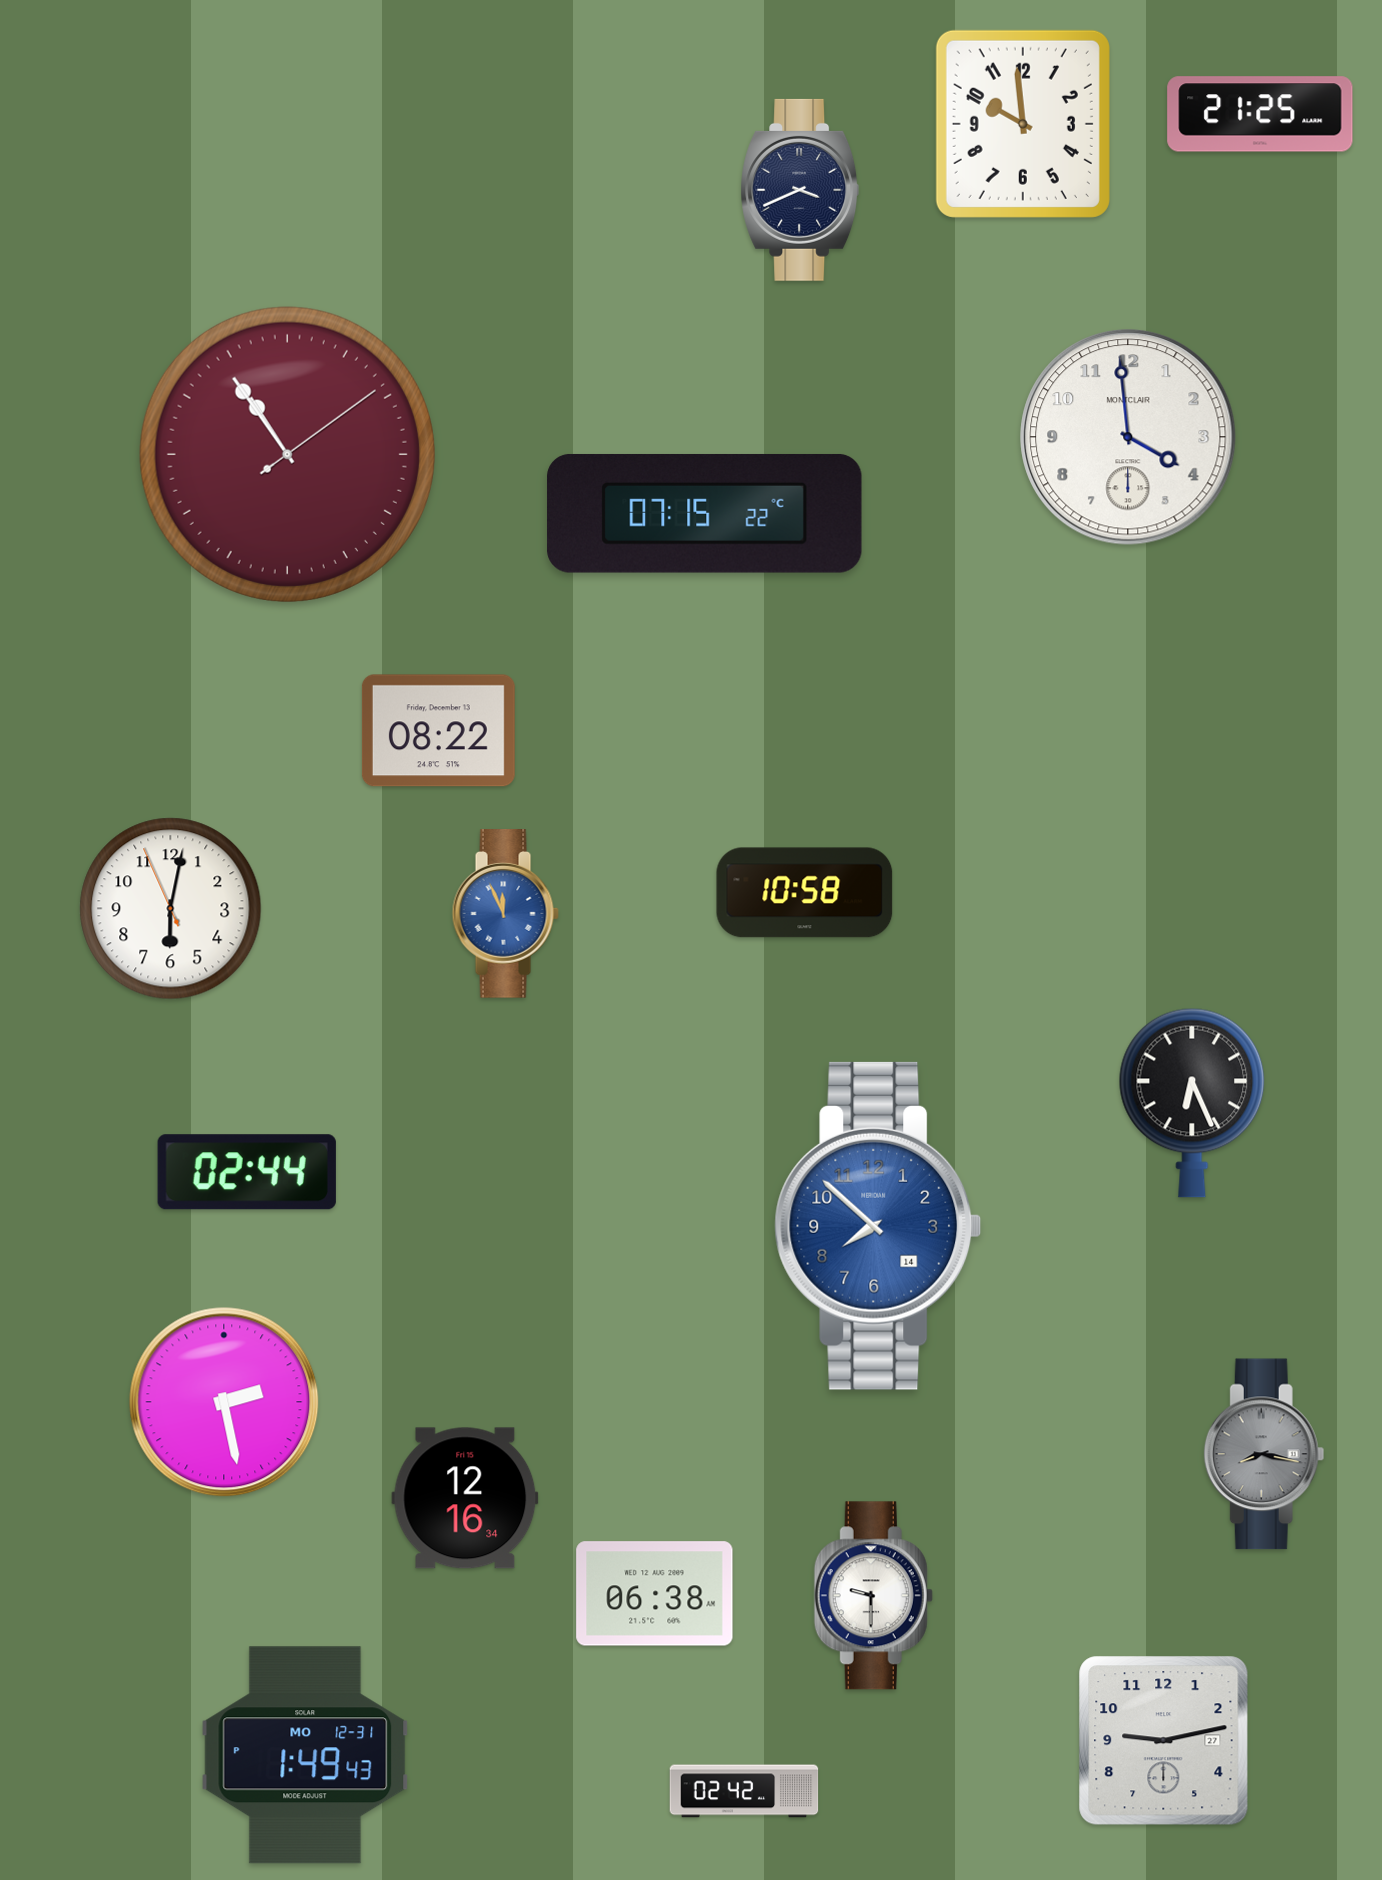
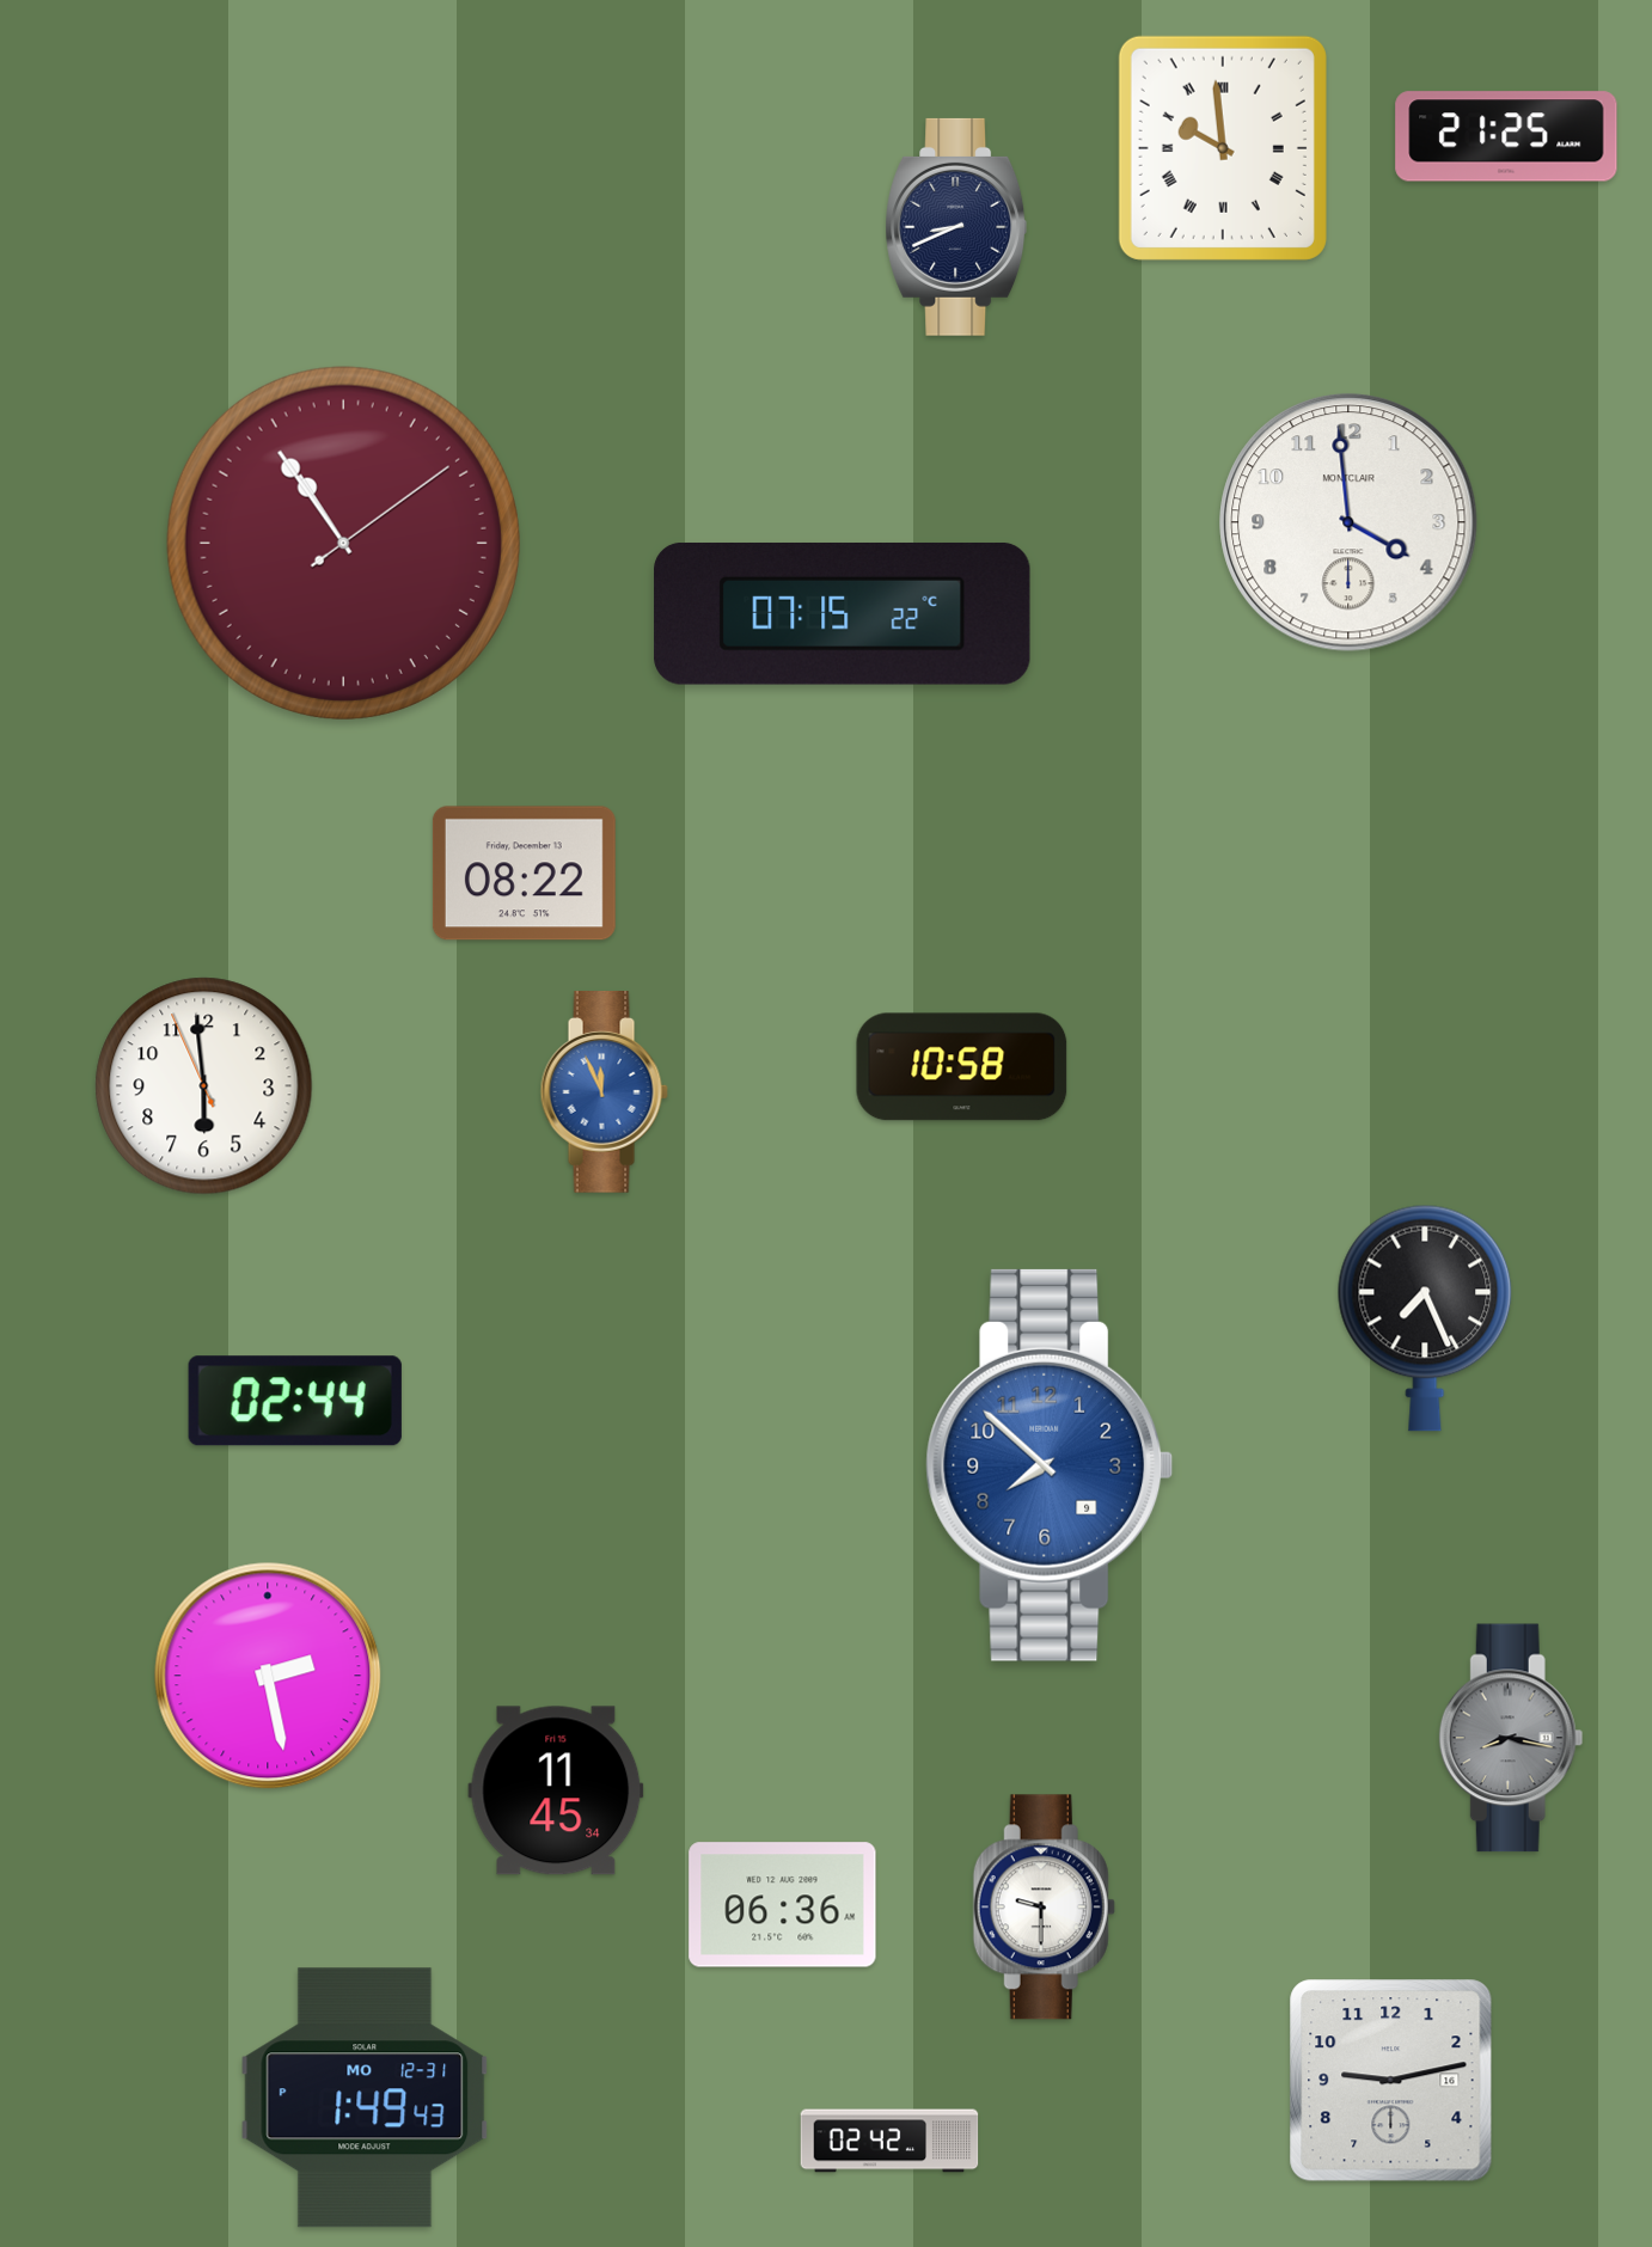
clock at (1023, 124) numerals: Arabic -> Roman
clock at (800, 190): 3:41 -> 8:41
clock at (171, 909): 6:01 -> 5:58
clock at (1192, 1103): 6:26 -> 7:26
clock at (878, 1226) date: 14 -> 9
clock at (465, 1498): 12:16 -> 11:45
clock at (655, 1594): 06:38 -> 06:36
clock at (1164, 1741) date: 27 -> 16
